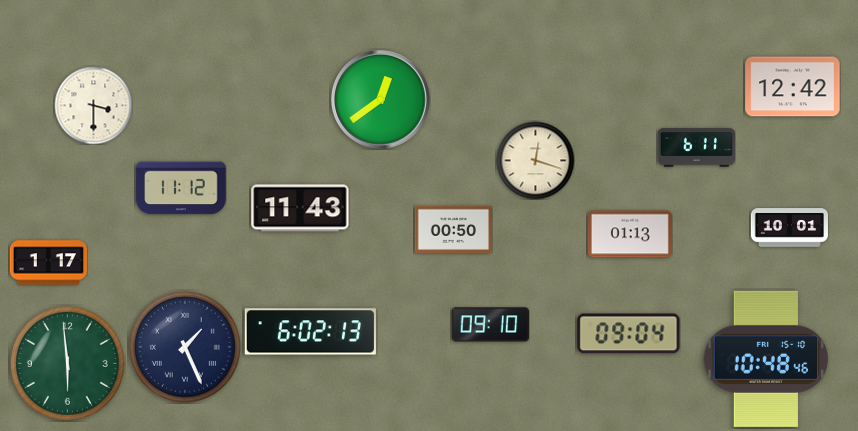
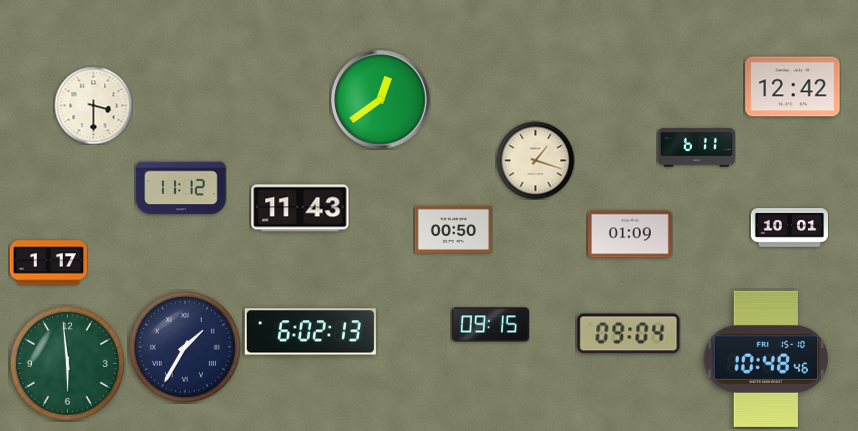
clock at (535, 160): 12:18 -> 1:18
clock at (630, 234): 01:13 -> 01:09
clock at (490, 325): 09:10 -> 09:15
clock at (185, 347): 1:26 -> 1:35
